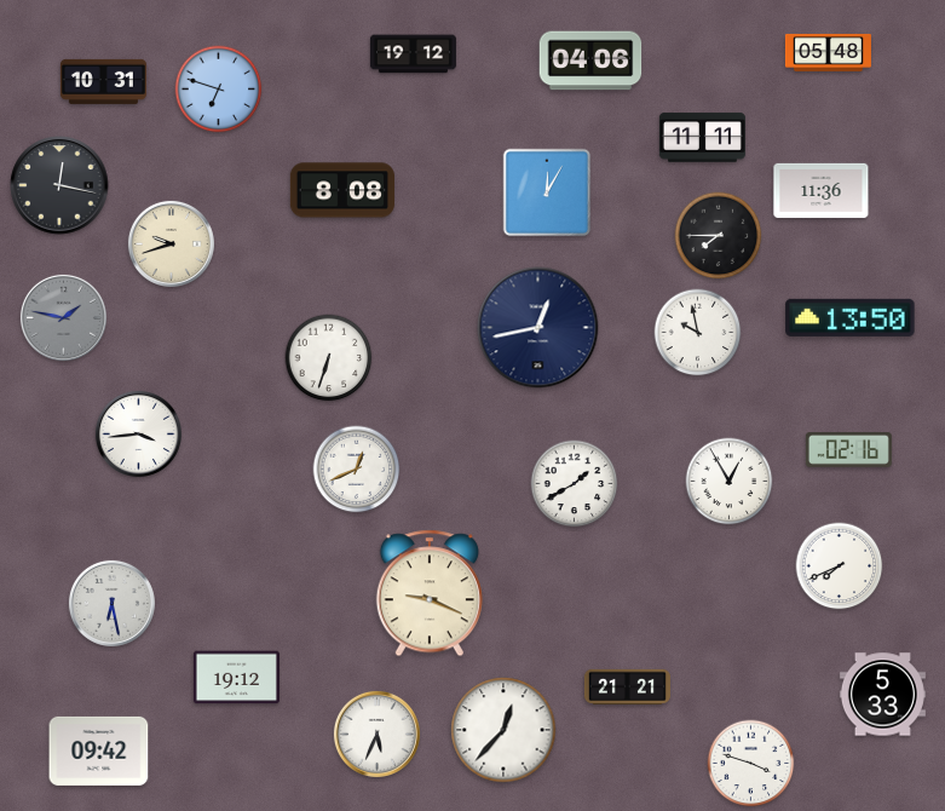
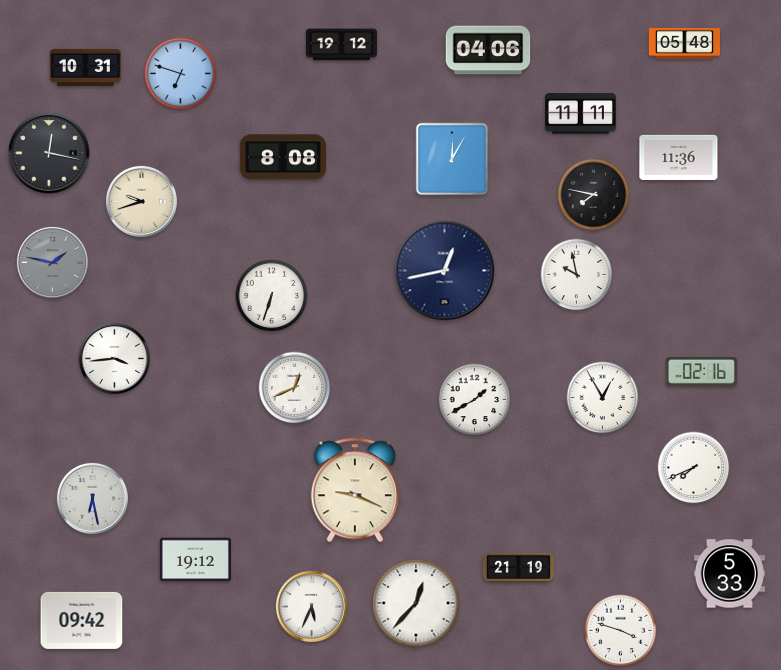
clock at (719, 236): 7:45 -> 7:47
clock at (851, 317): 13:50 -> none
clock at (627, 686): 21:21 -> 21:19
